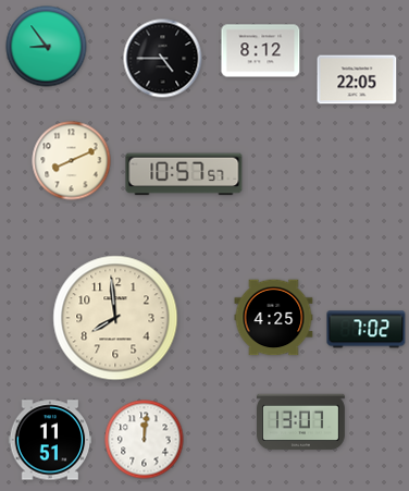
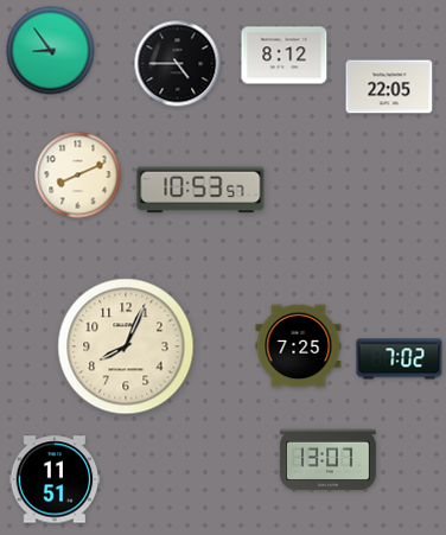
clock at (184, 174): 10:57 -> 10:53
clock at (115, 318): 7:59 -> 8:04
clock at (274, 318): 4:25 -> 7:25
clock at (145, 440): 12:01 -> none
